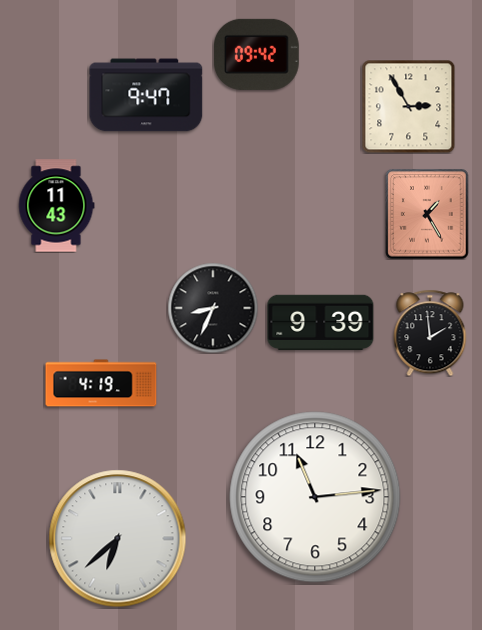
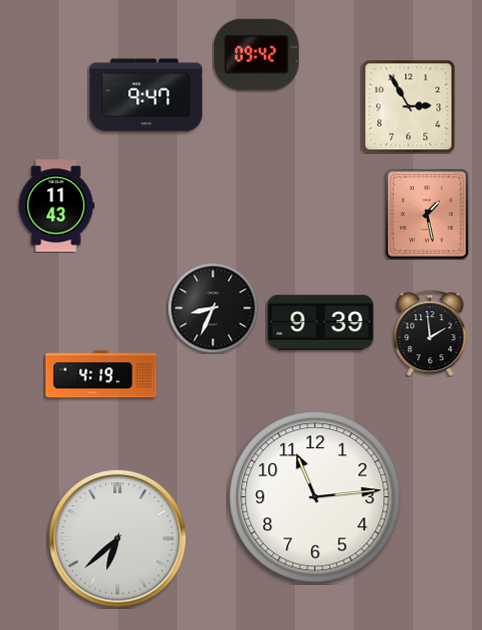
clock at (427, 214): 1:25 -> 1:28
clock at (101, 383) position: (101, 383) -> (101, 374)
